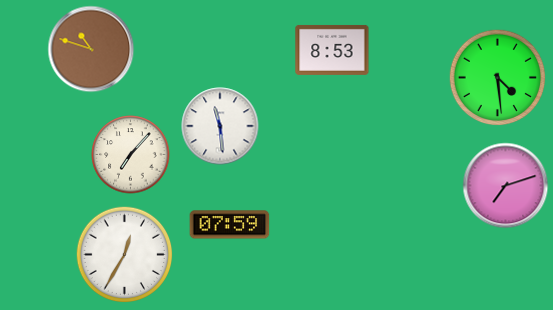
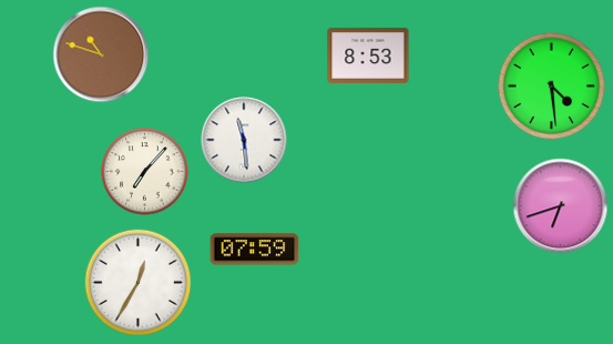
clock at (506, 186): 7:12 -> 6:42
